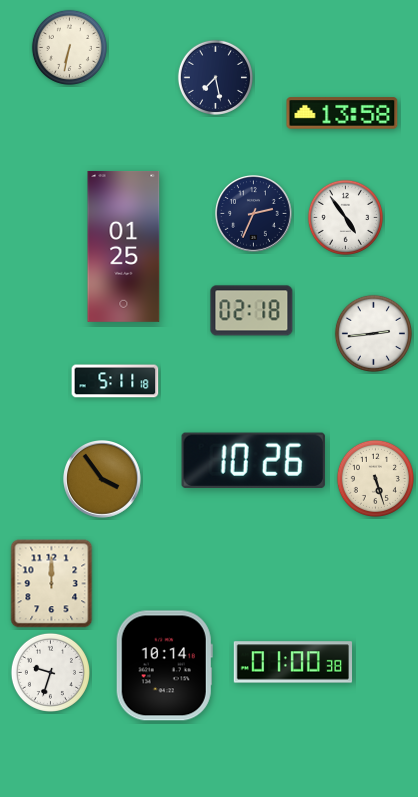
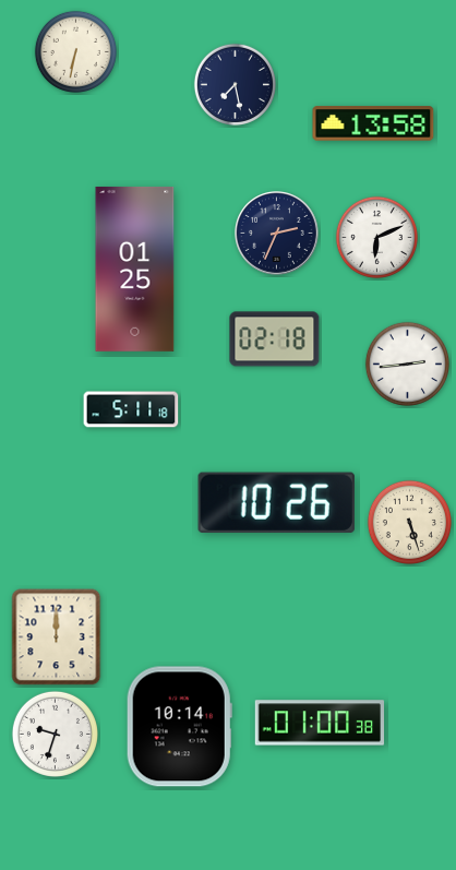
clock at (345, 217): 4:54 -> 6:11
clock at (115, 381) position: (115, 381) -> (131, 409)
clock at (103, 480): 3:54 -> none
